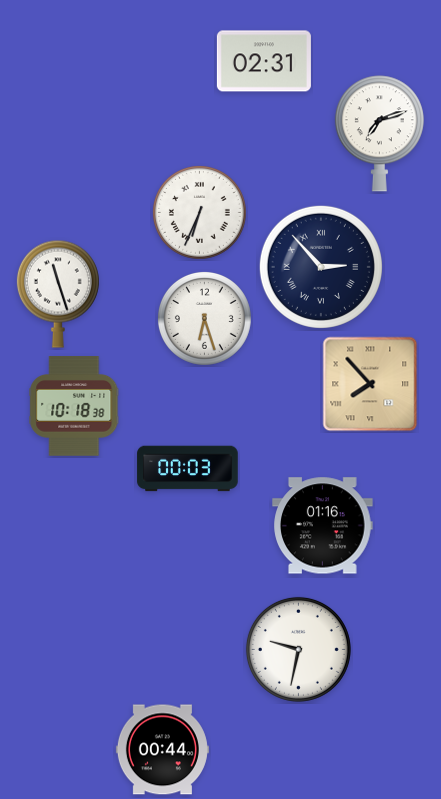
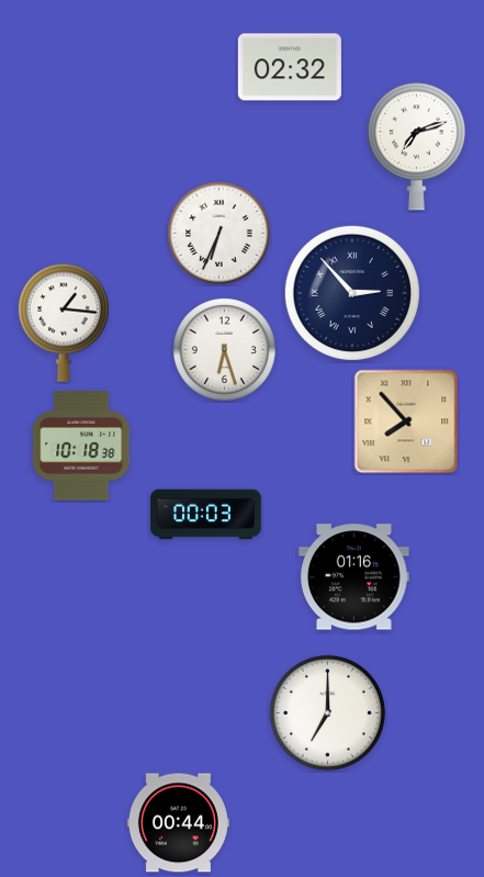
clock at (264, 61): 02:31 -> 02:32
clock at (58, 294): 11:27 -> 1:16
clock at (298, 649): 9:32 -> 7:00
